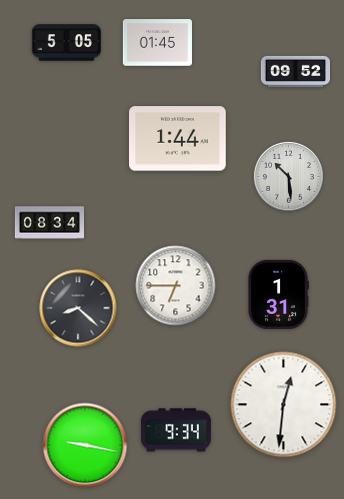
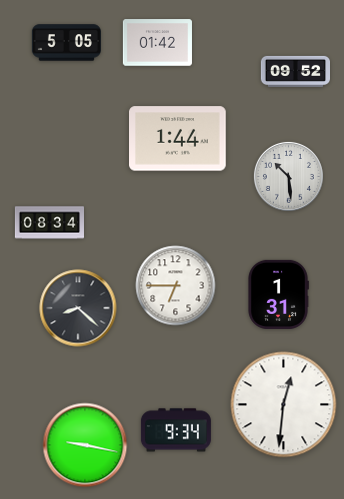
clock at (157, 43): 01:45 -> 01:42
